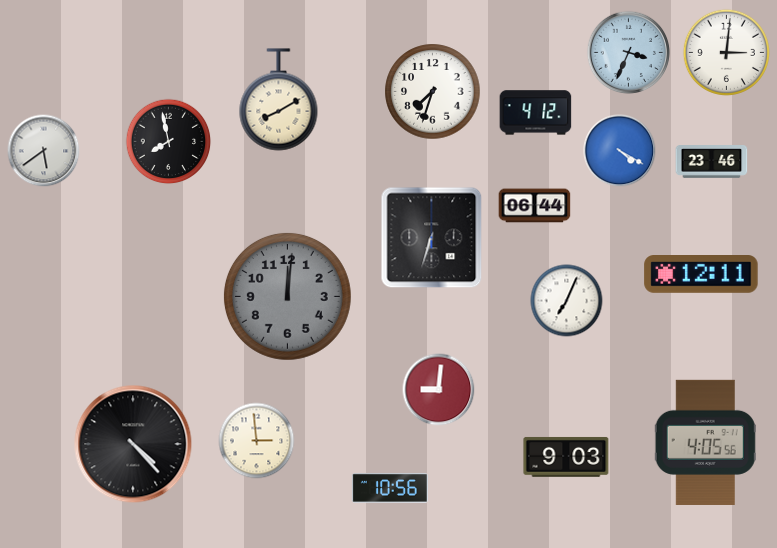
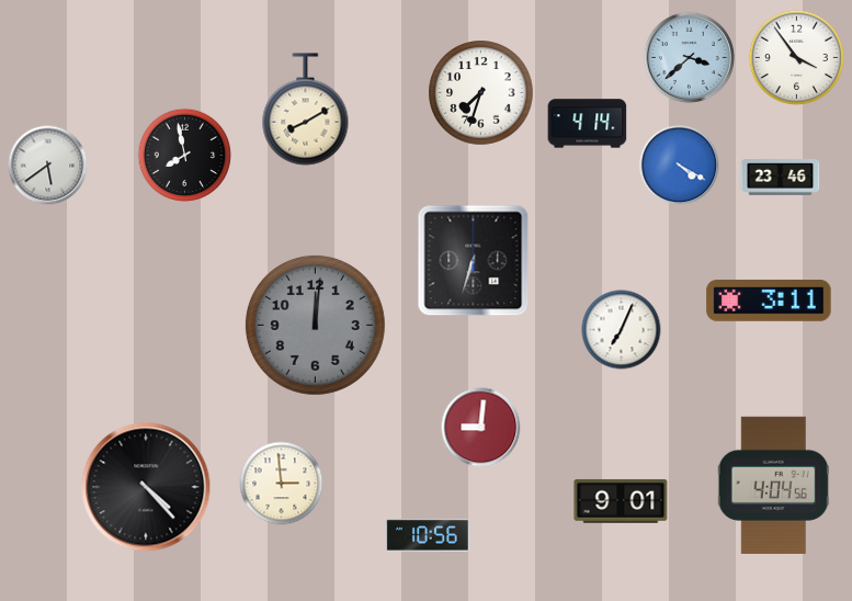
clock at (628, 52): 3:34 -> 3:38
clock at (726, 52): 3:01 -> 3:54
clock at (433, 92) position: (433, 92) -> (481, 93)
clock at (536, 113): 4:12 -> 4:14
clock at (535, 206): 06:44 -> none
clock at (701, 275): 12:11 -> 3:11
clock at (705, 442): 4:05 -> 4:04
clock at (566, 457): 9:03 -> 9:01
